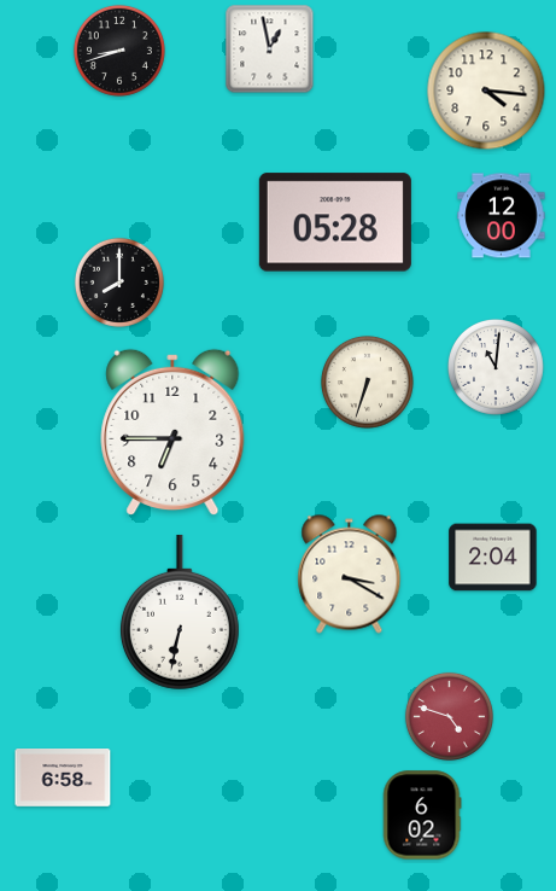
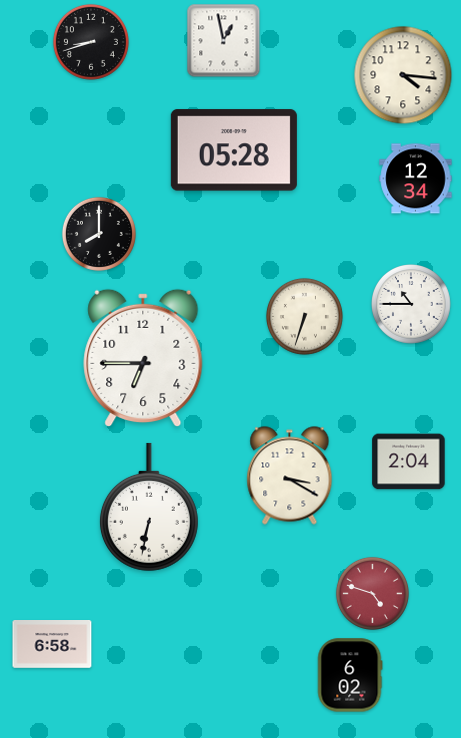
clock at (119, 51) position: (119, 51) -> (91, 42)
clock at (502, 216): 12:00 -> 12:34
clock at (335, 222) position: (335, 222) -> (234, 150)
clock at (497, 368): 11:01 -> 10:45
